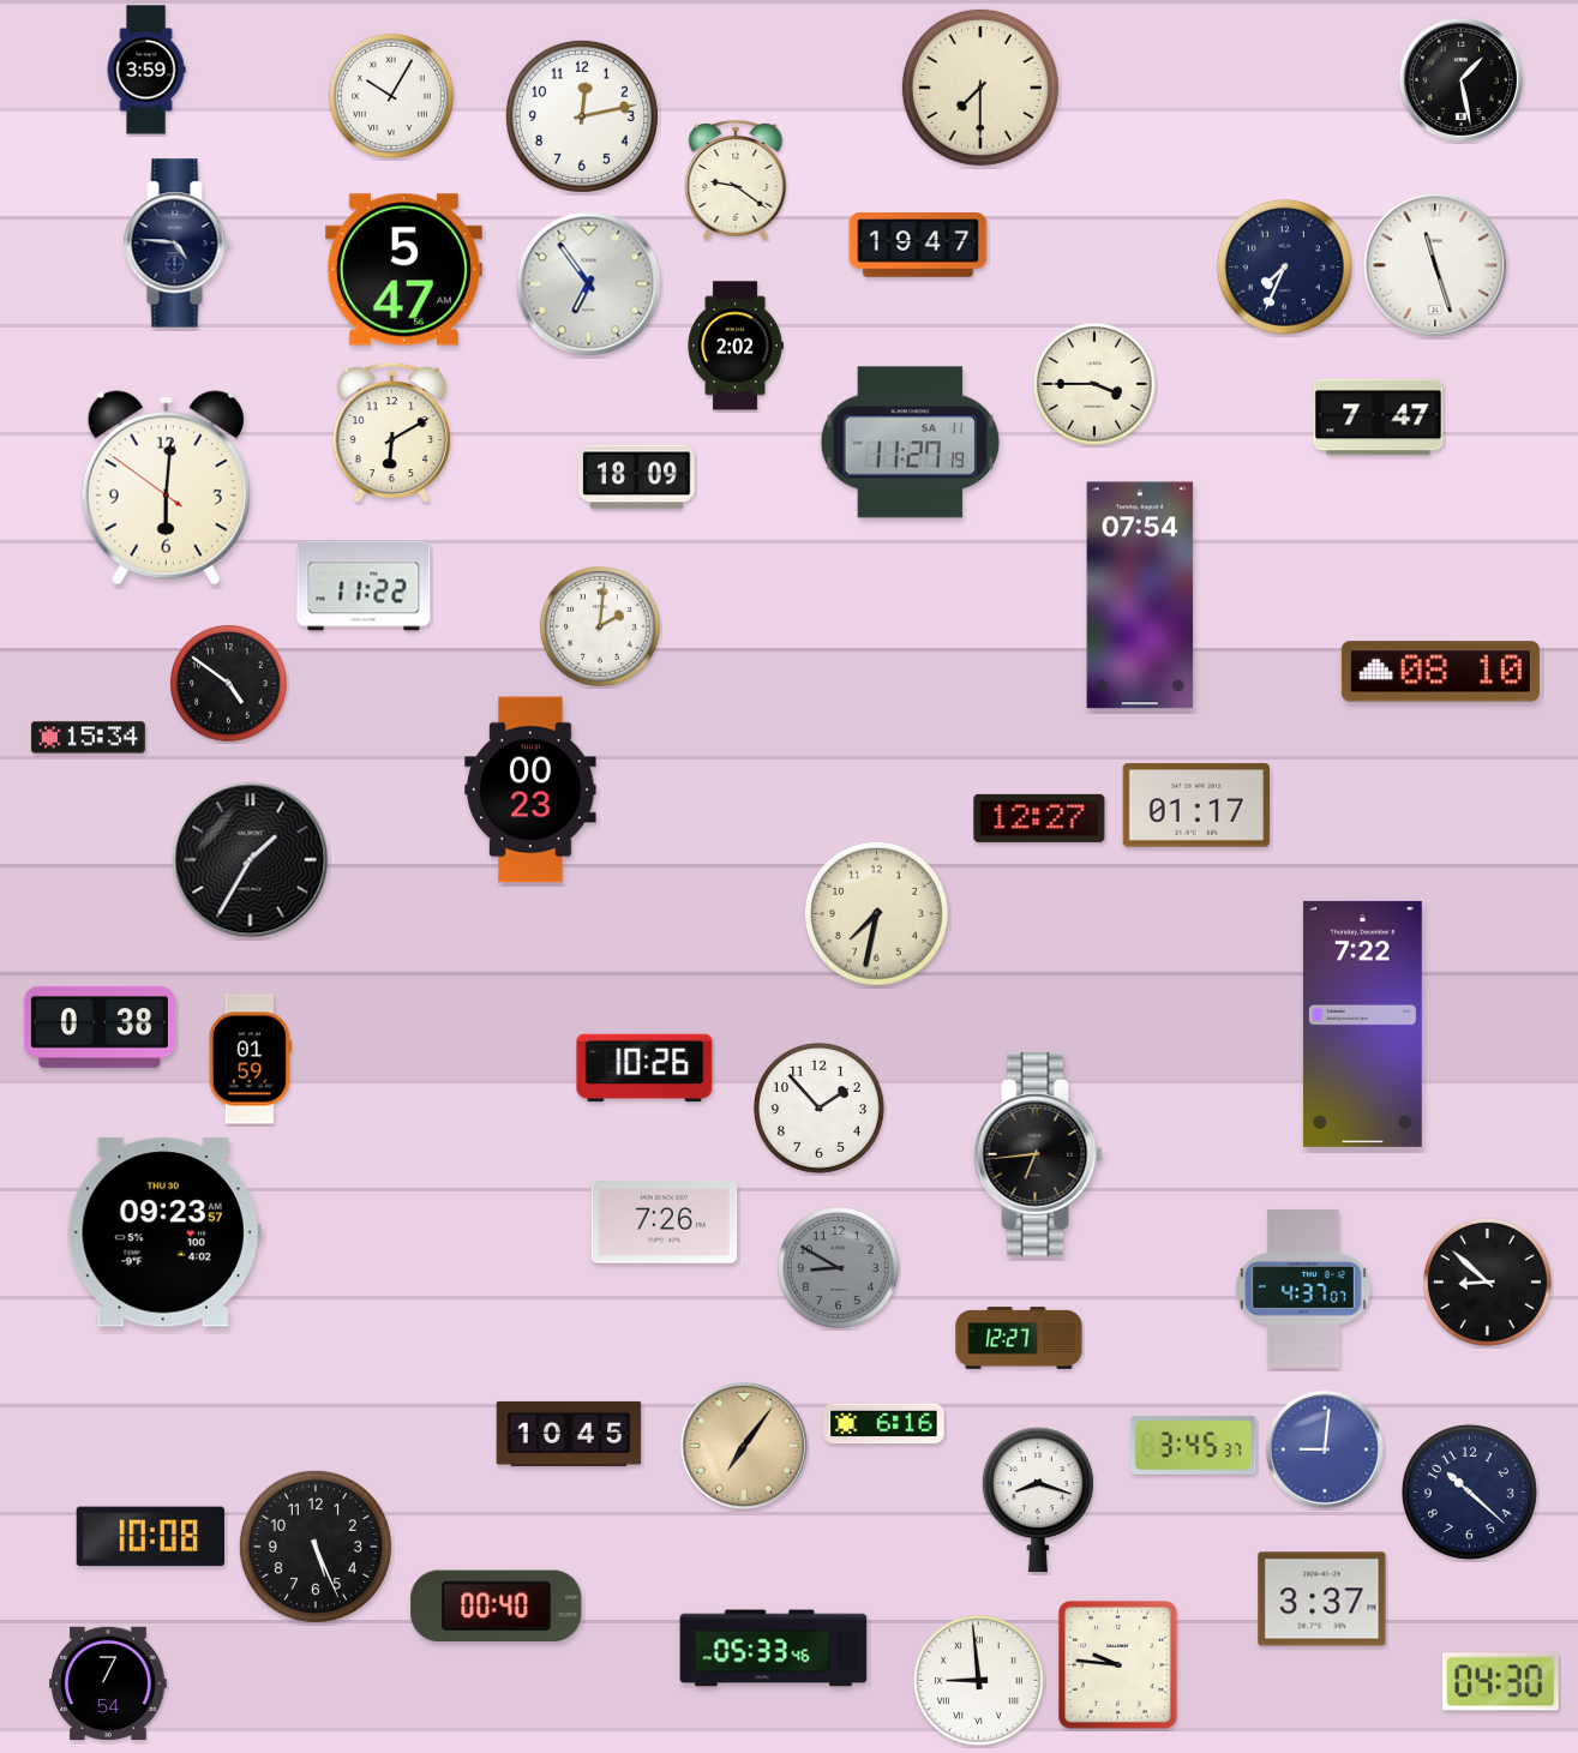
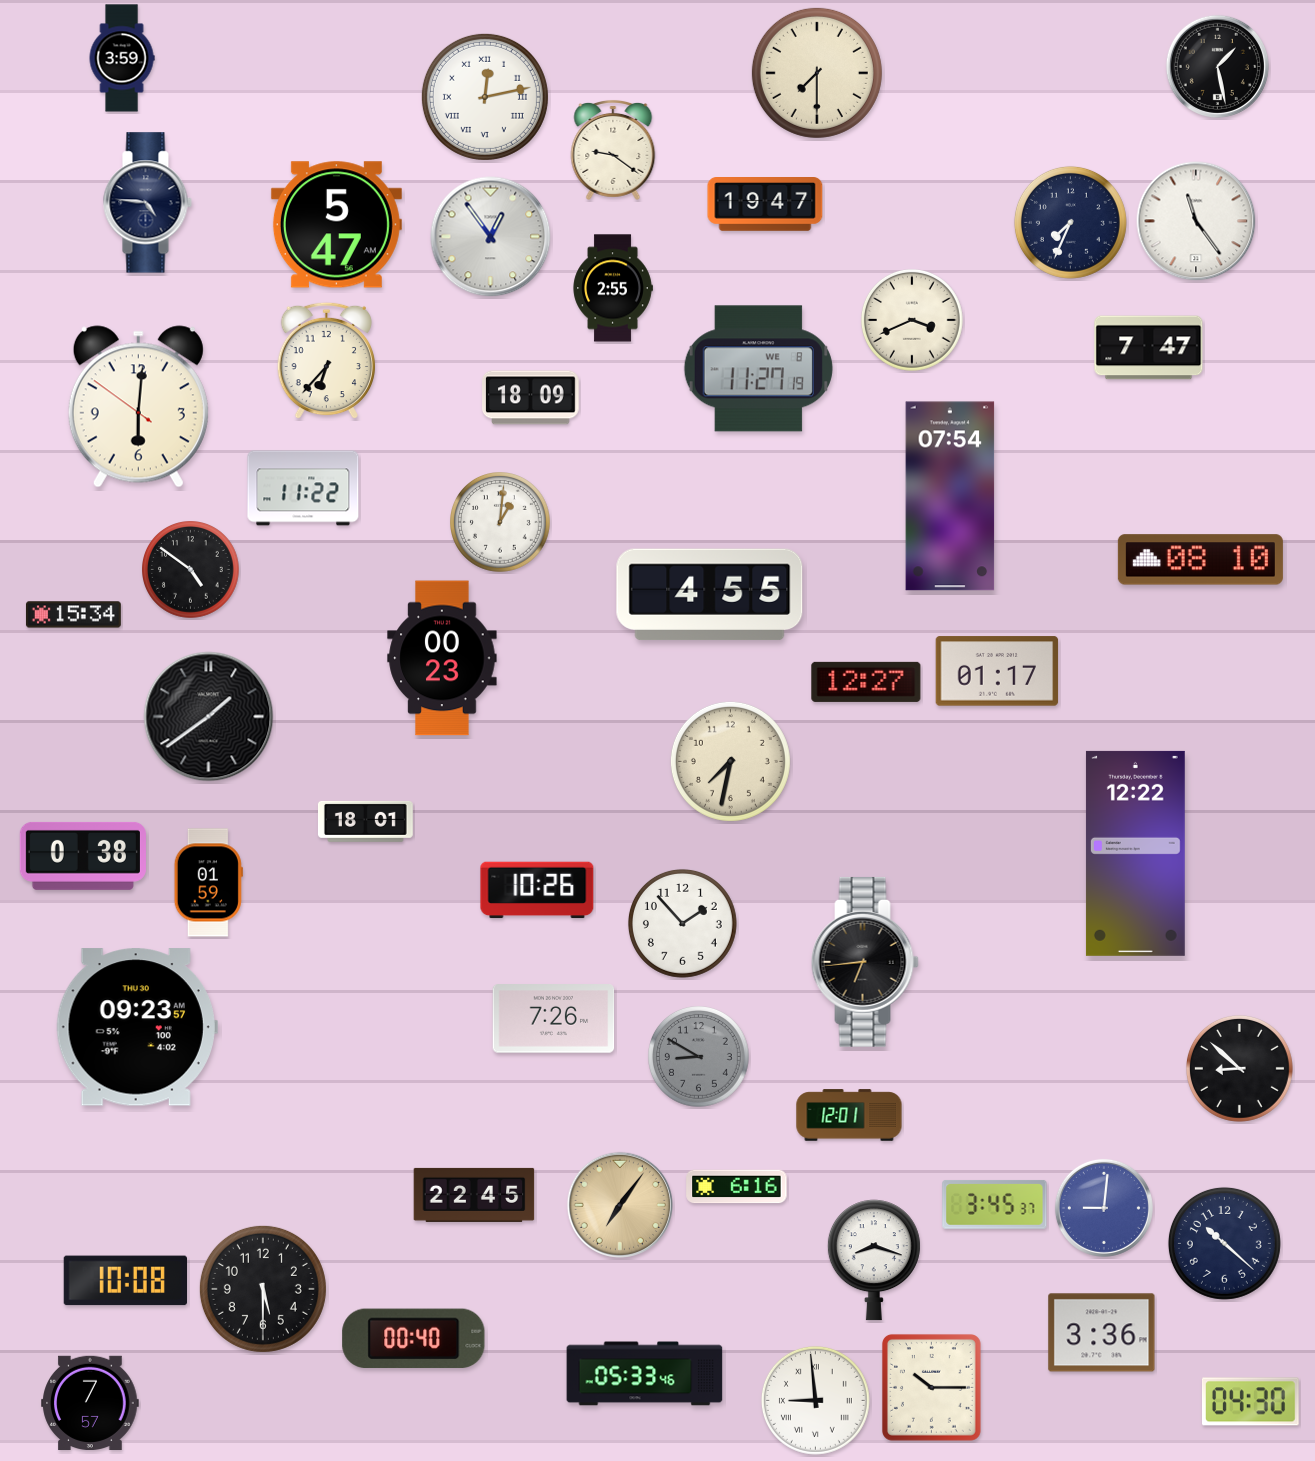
clock at (391, 96): 10:05 -> none
clock at (582, 116) numerals: Arabic -> Roman
clock at (1435, 265): 11:27 -> 11:24
clock at (589, 284): 6:54 -> 12:54
clock at (736, 346): 2:02 -> 2:55
clock at (1096, 385): 3:45 -> 3:41
clock at (391, 433): 6:10 -> 6:37
clock at (910, 443) date: SA 11 -> WE 8
clock at (601, 628): 2:01 -> 1:01
clock at (710, 595): none -> 4:55
clock at (251, 860): 1:35 -> 1:39
clock at (365, 821): none -> 18:01
clock at (1362, 1023): 7:22 -> 12:22
clock at (1303, 1289): 4:37 -> none
clock at (1019, 1338): 12:27 -> 12:01
clock at (569, 1434): 10:45 -> 22:45
clock at (1038, 1500) position: (1038, 1500) -> (874, 1260)
clock at (316, 1547): 5:26 -> 5:30
clock at (1322, 1599): 3:37 -> 3:36
clock at (1117, 1664): 9:46 -> 10:15
clock at (108, 1682): 7:54 -> 7:57
